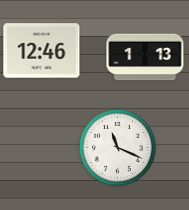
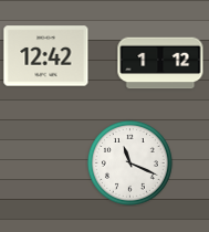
clock at (42, 51): 12:46 -> 12:42
clock at (145, 57): 1:13 -> 1:12
